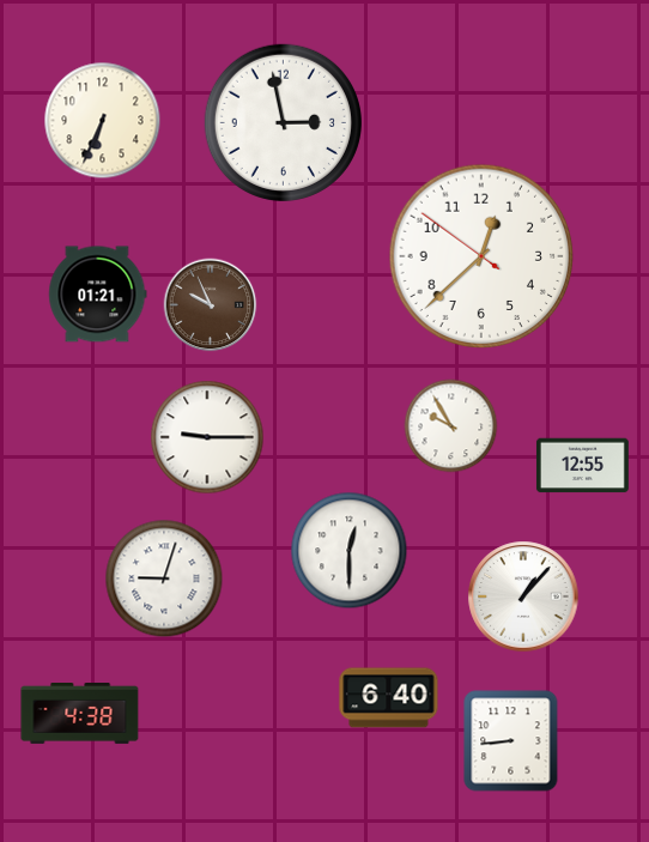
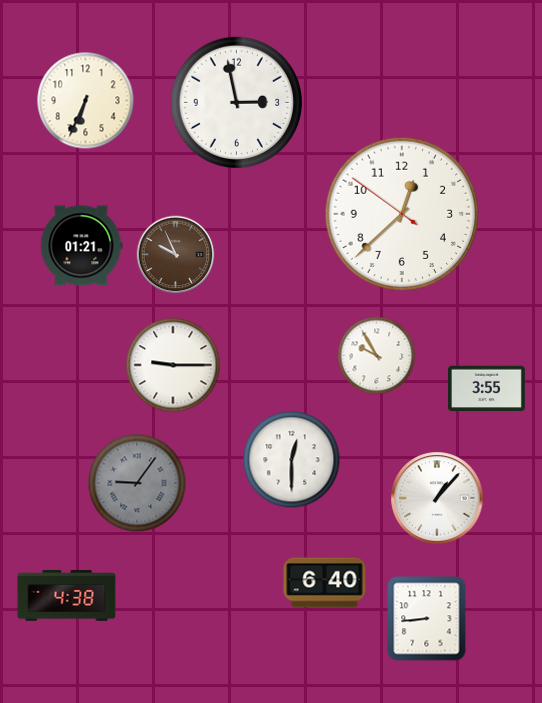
clock at (582, 466): 12:55 -> 3:55
clock at (164, 579): 9:03 -> 9:06
clock at (164, 579) dial: white -> grey
